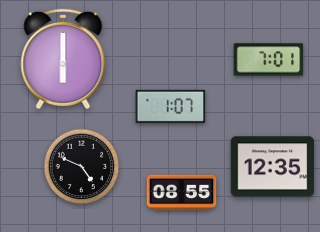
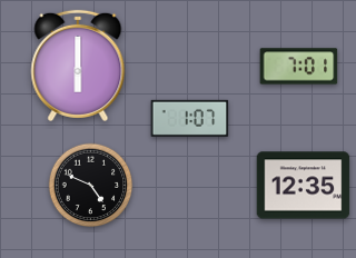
clock at (63, 59) position: (63, 59) -> (78, 66)
clock at (182, 193): 08:55 -> none
